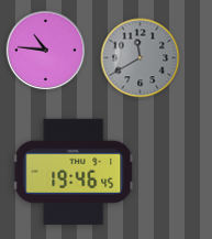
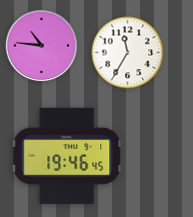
clock at (141, 58): 11:40 -> 11:35
clock at (141, 58) dial: grey -> white
